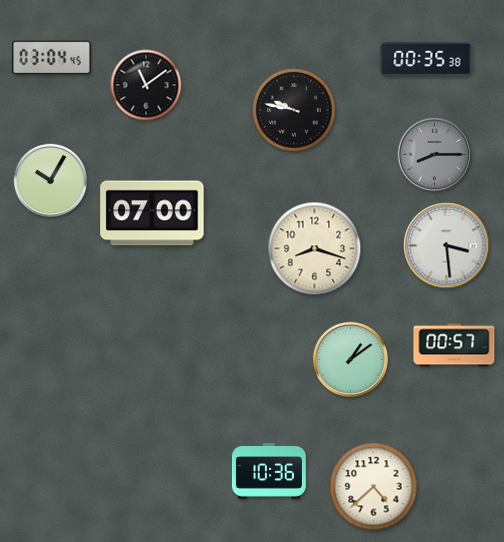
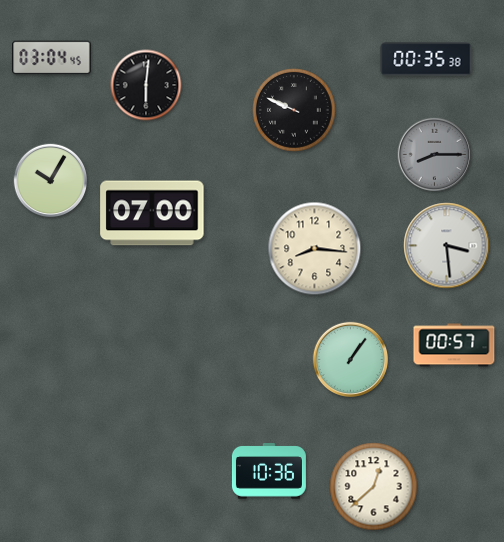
clock at (146, 85): 11:09 -> 6:01
clock at (294, 110): 9:47 -> 9:49
clock at (315, 249): 8:18 -> 8:16
clock at (350, 359): 1:09 -> 1:06
clock at (374, 487): 4:38 -> 12:38
